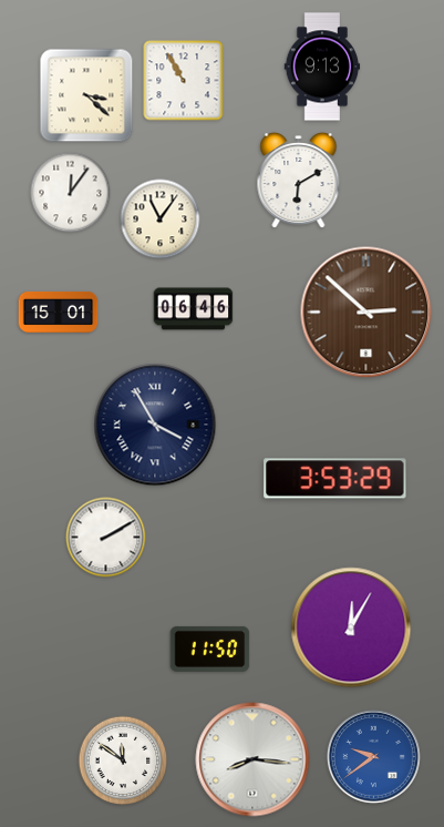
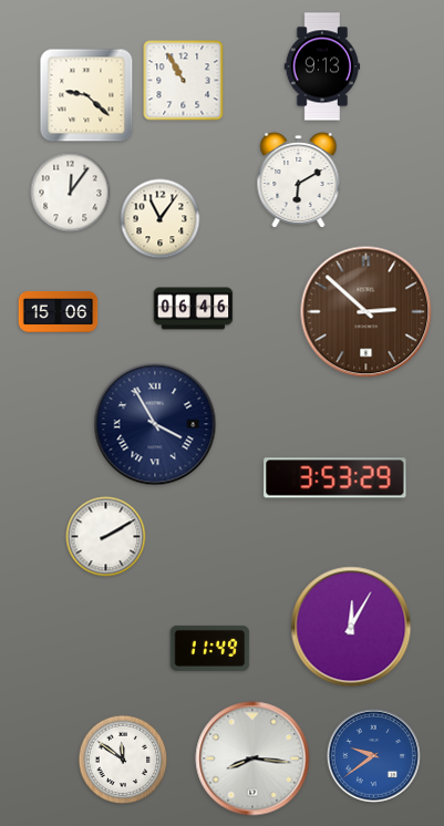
clock at (86, 95): 3:22 -> 9:22
clock at (59, 312): 15:01 -> 15:06
clock at (210, 649): 11:50 -> 11:49
